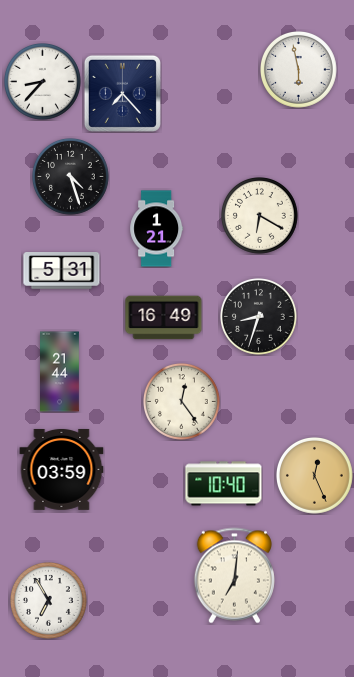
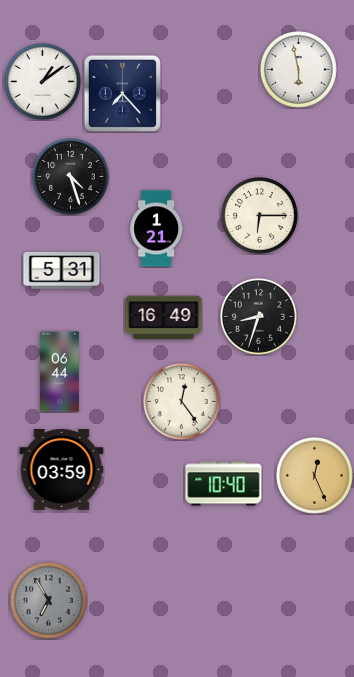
clock at (43, 82): 8:37 -> 1:09
clock at (260, 216): 6:20 -> 6:15
clock at (60, 372): 21:44 -> 06:44
clock at (234, 576): 7:01 -> none
clock at (49, 601) dial: white -> grey
